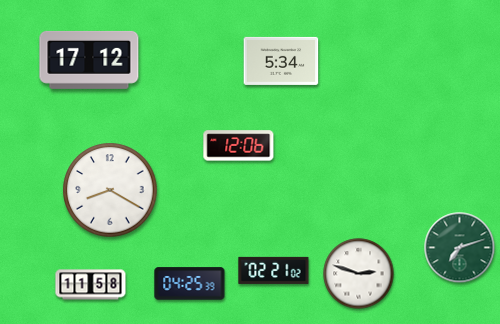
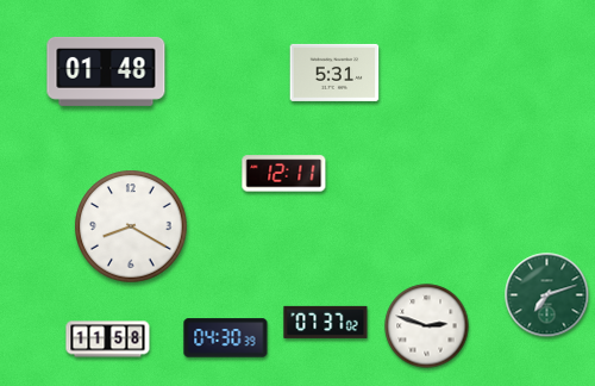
clock at (89, 60): 17:12 -> 01:48
clock at (281, 61): 5:34 -> 5:31
clock at (239, 146): 12:06 -> 12:11
clock at (274, 270): 02:21 -> 07:37
clock at (190, 284): 04:25 -> 04:30
